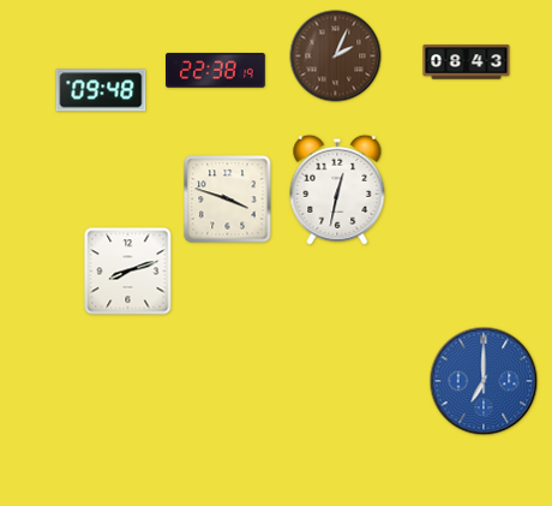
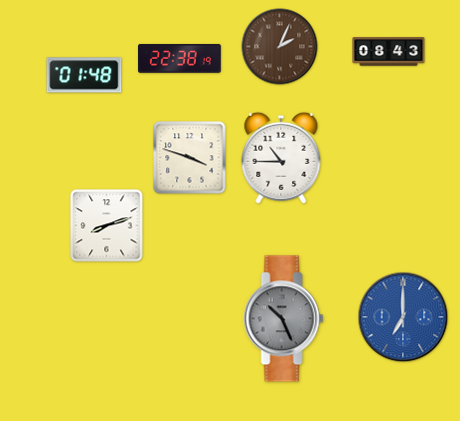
clock at (101, 90): 09:48 -> 01:48
clock at (337, 190): 12:32 -> 10:45
clock at (228, 200) position: (228, 200) -> (190, 158)
clock at (284, 319): none -> 10:26
